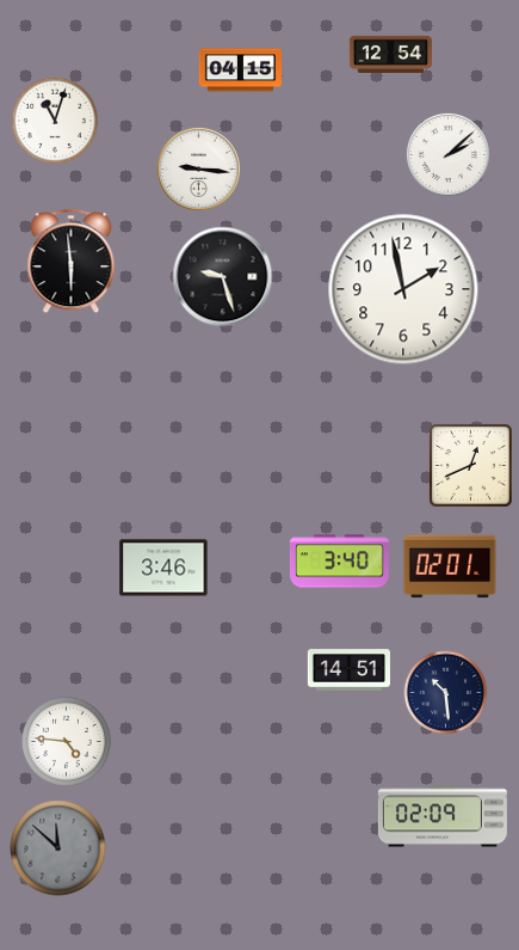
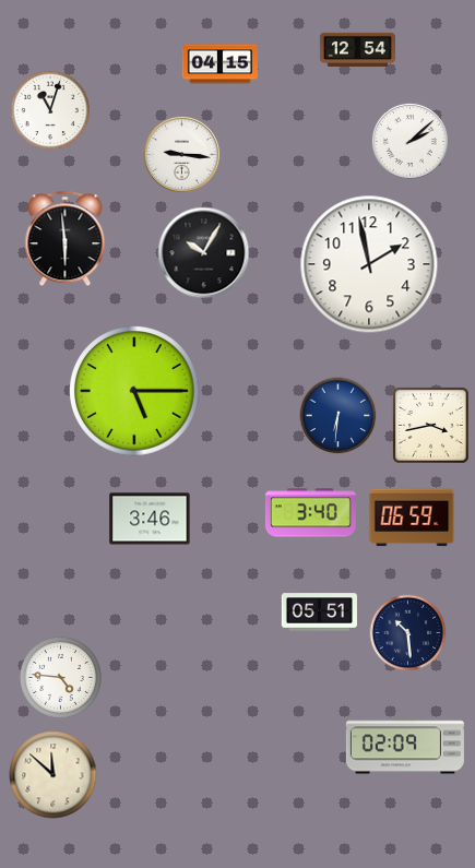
clock at (223, 277): 9:27 -> 10:05
clock at (135, 392): none -> 5:15
clock at (339, 416): none -> 6:31
clock at (471, 466): 12:41 -> 3:43
clock at (450, 566): 02:01 -> 06:59
clock at (348, 670): 14:51 -> 05:51
clock at (58, 848) dial: grey -> cream
